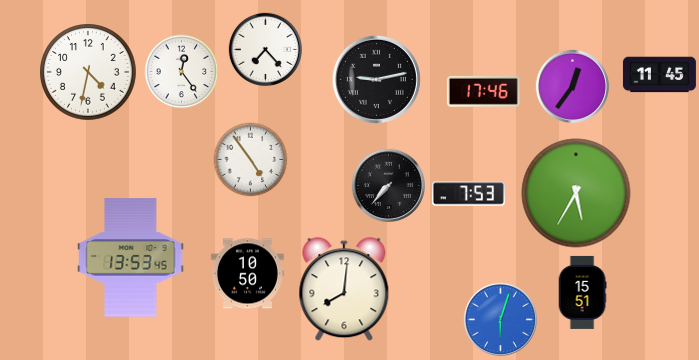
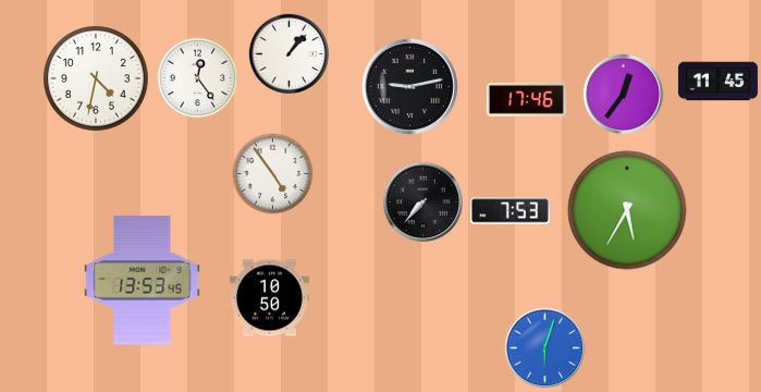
clock at (265, 49): 7:23 -> 1:07
clock at (344, 290): 8:01 -> none
clock at (582, 292): 15:51 -> none
